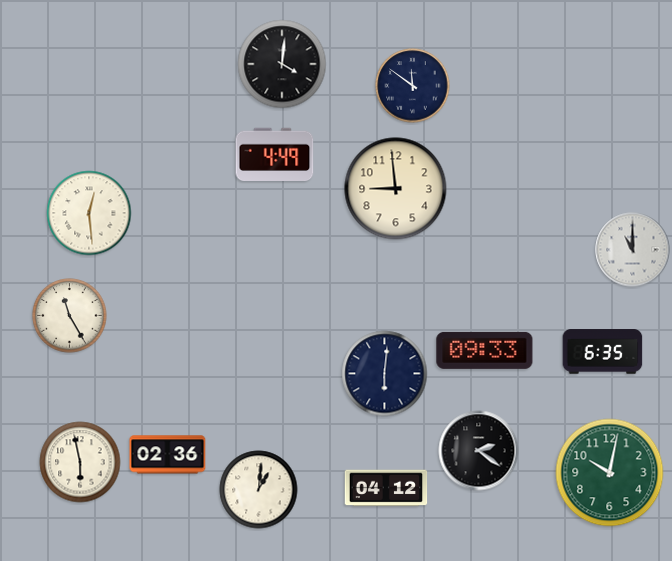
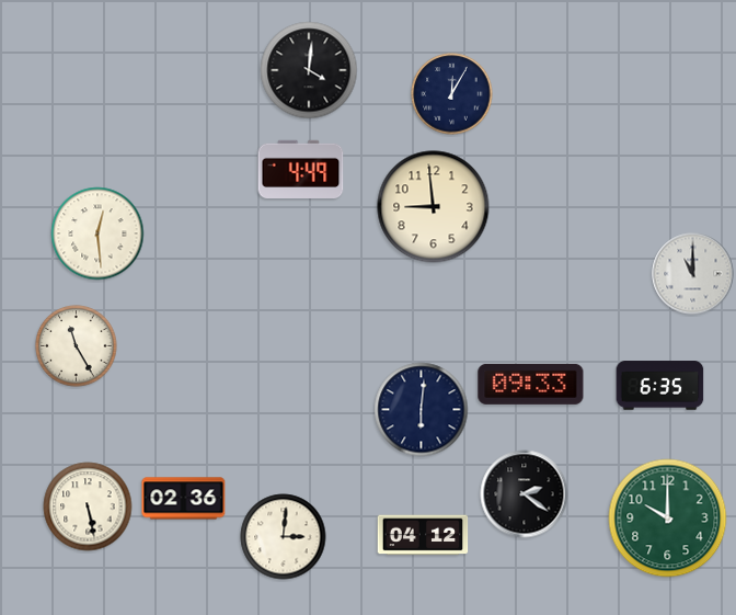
clock at (413, 86): 11:51 -> 12:05
clock at (80, 462): 5:58 -> 5:28
clock at (610, 473): 10:02 -> 10:00
clock at (259, 490): 1:01 -> 3:01
